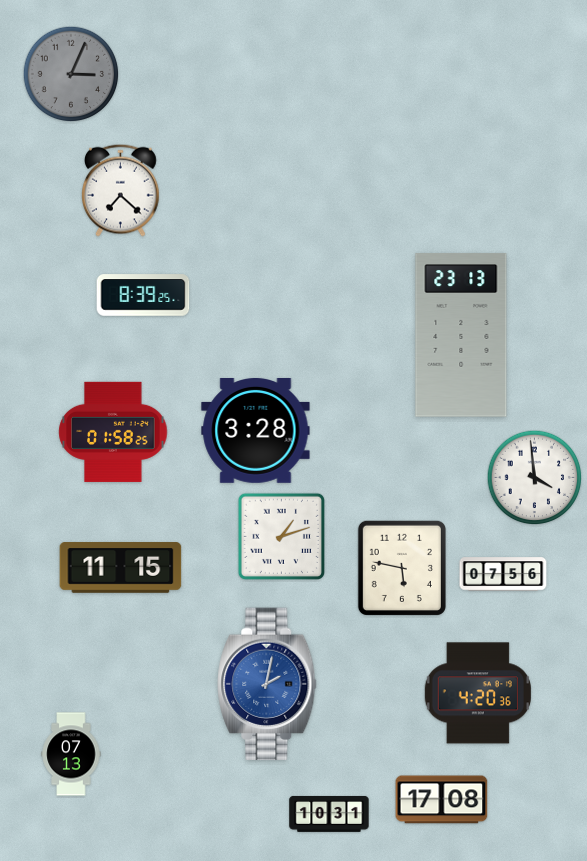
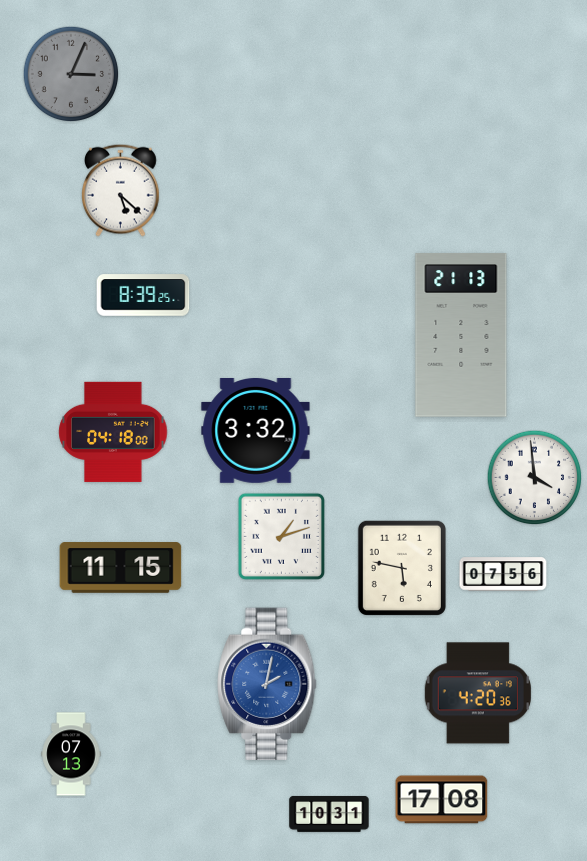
clock at (121, 190): 7:22 -> 5:22
clock at (461, 335): 23:13 -> 21:13
clock at (256, 431): 3:28 -> 3:32
clock at (113, 432): 01:58 -> 04:18
